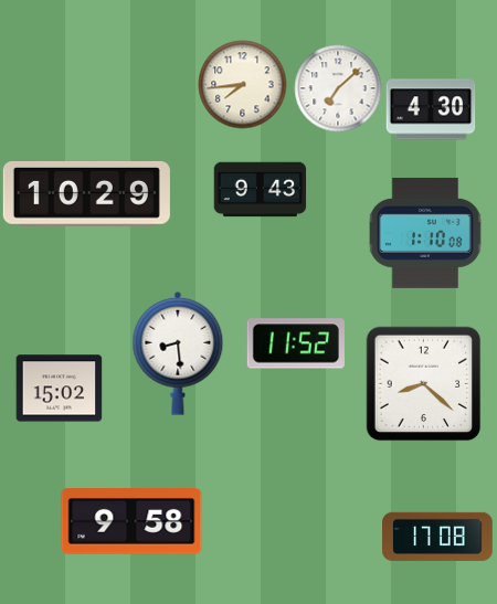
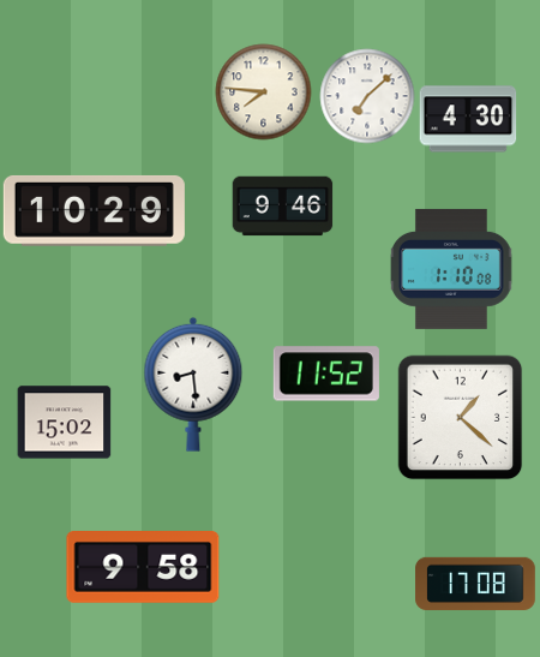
clock at (242, 84): 7:44 -> 7:46
clock at (260, 190): 9:43 -> 9:46
clock at (425, 233) position: (425, 233) -> (451, 269)
clock at (296, 343) position: (296, 343) -> (326, 374)
clock at (423, 383): 8:22 -> 1:22
